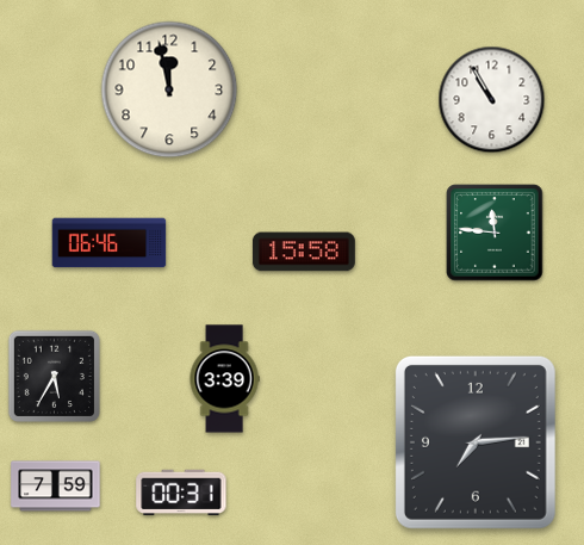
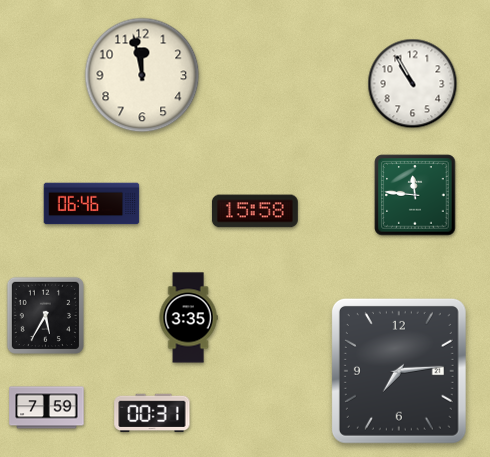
clock at (224, 379): 3:39 -> 3:35
